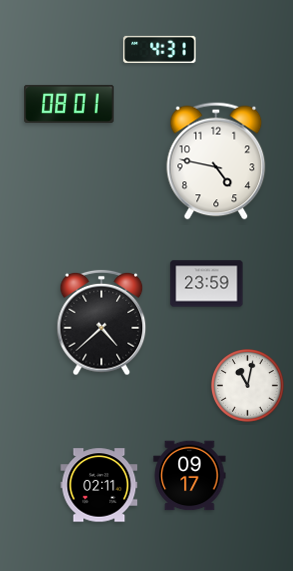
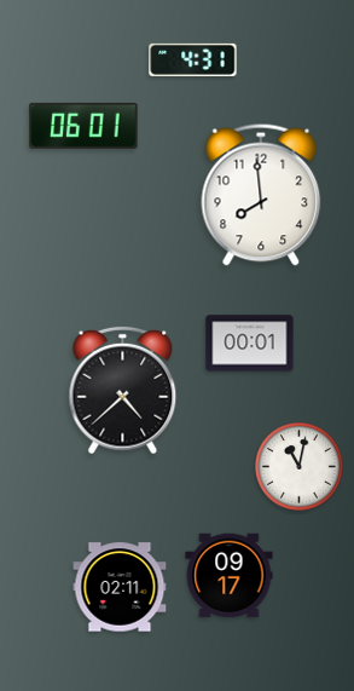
clock at (69, 104): 08:01 -> 06:01
clock at (216, 161): 4:47 -> 7:59
clock at (207, 284): 23:59 -> 00:01
